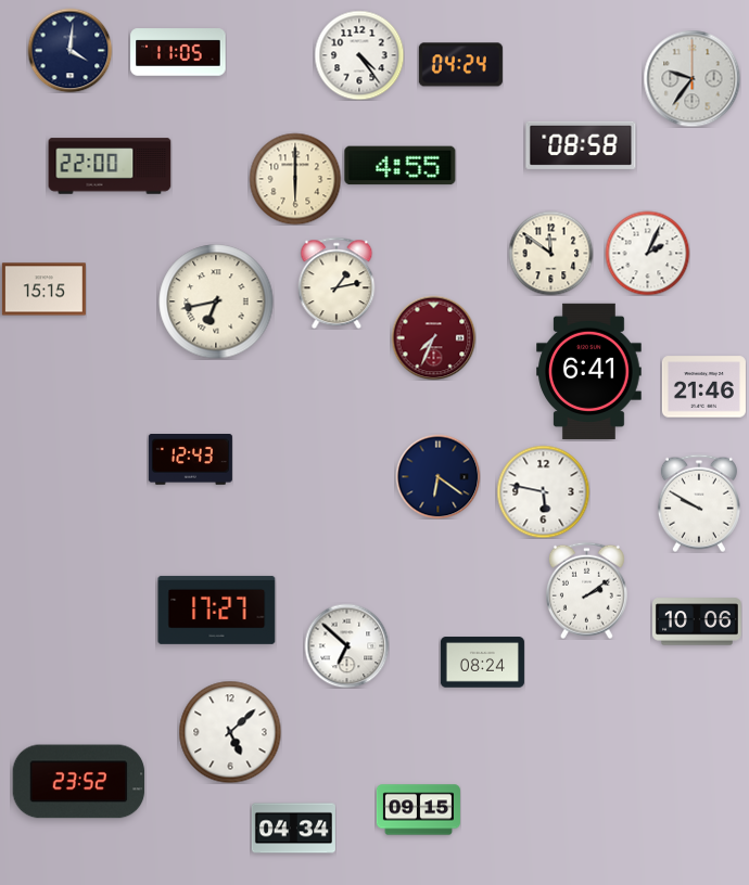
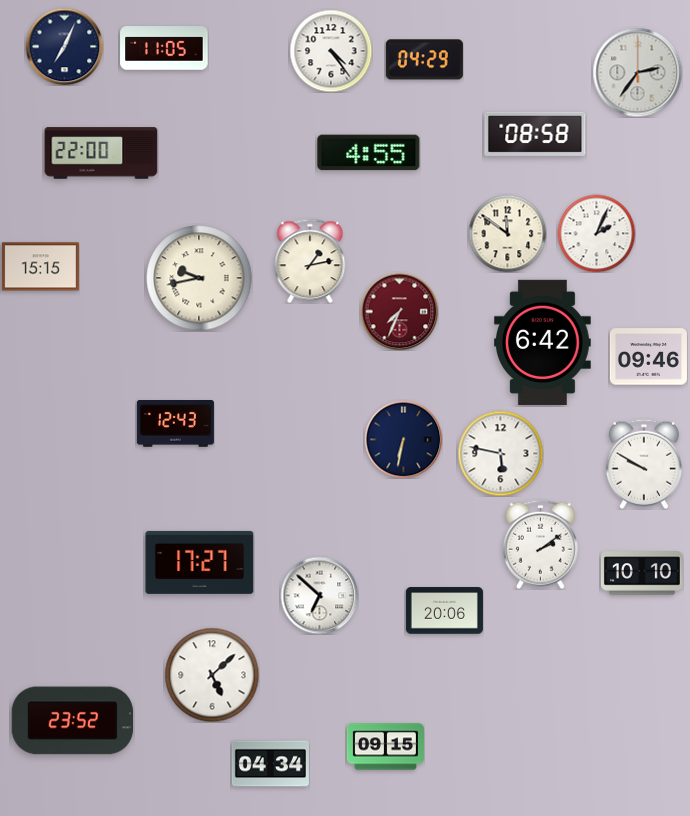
clock at (69, 50): 4:01 -> 7:04
clock at (460, 65): 04:24 -> 04:29
clock at (691, 78): 9:36 -> 2:36
clock at (295, 179): 6:00 -> none
clock at (216, 302): 6:43 -> 9:43
clock at (589, 371): 6:41 -> 6:42
clock at (703, 387): 21:46 -> 09:46
clock at (437, 476): 6:21 -> 6:32
clock at (697, 621): 10:06 -> 10:10
clock at (482, 663): 08:24 -> 20:06
